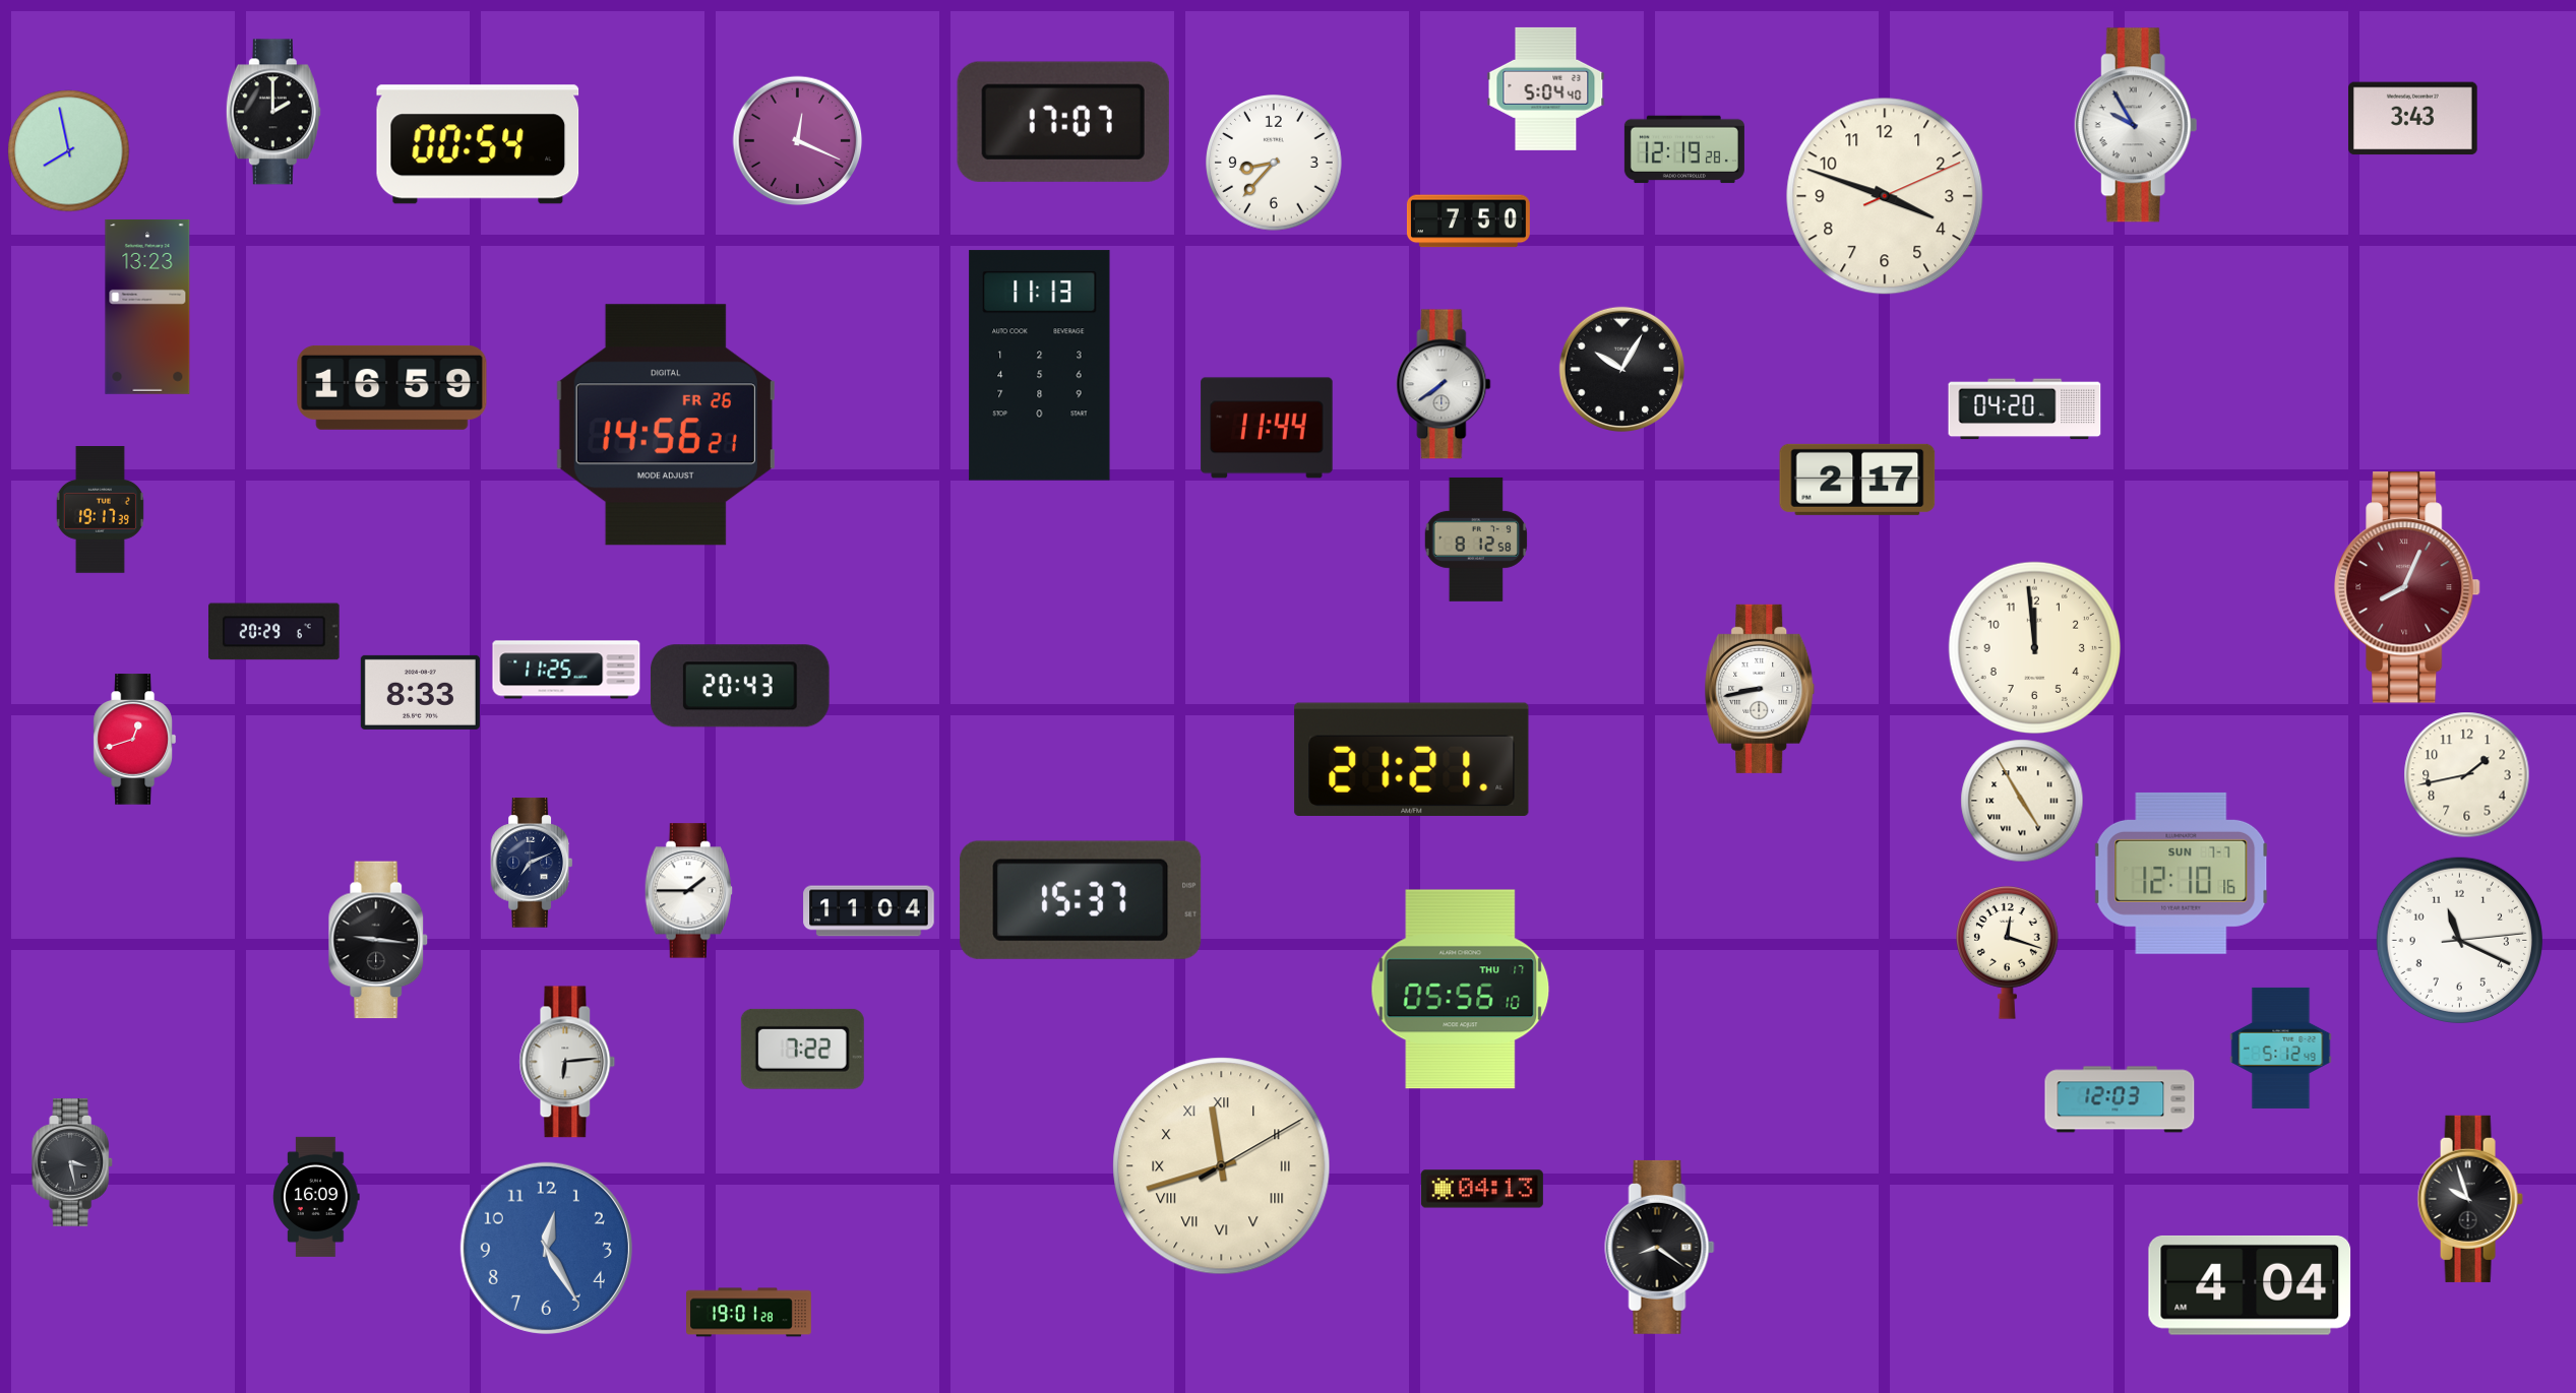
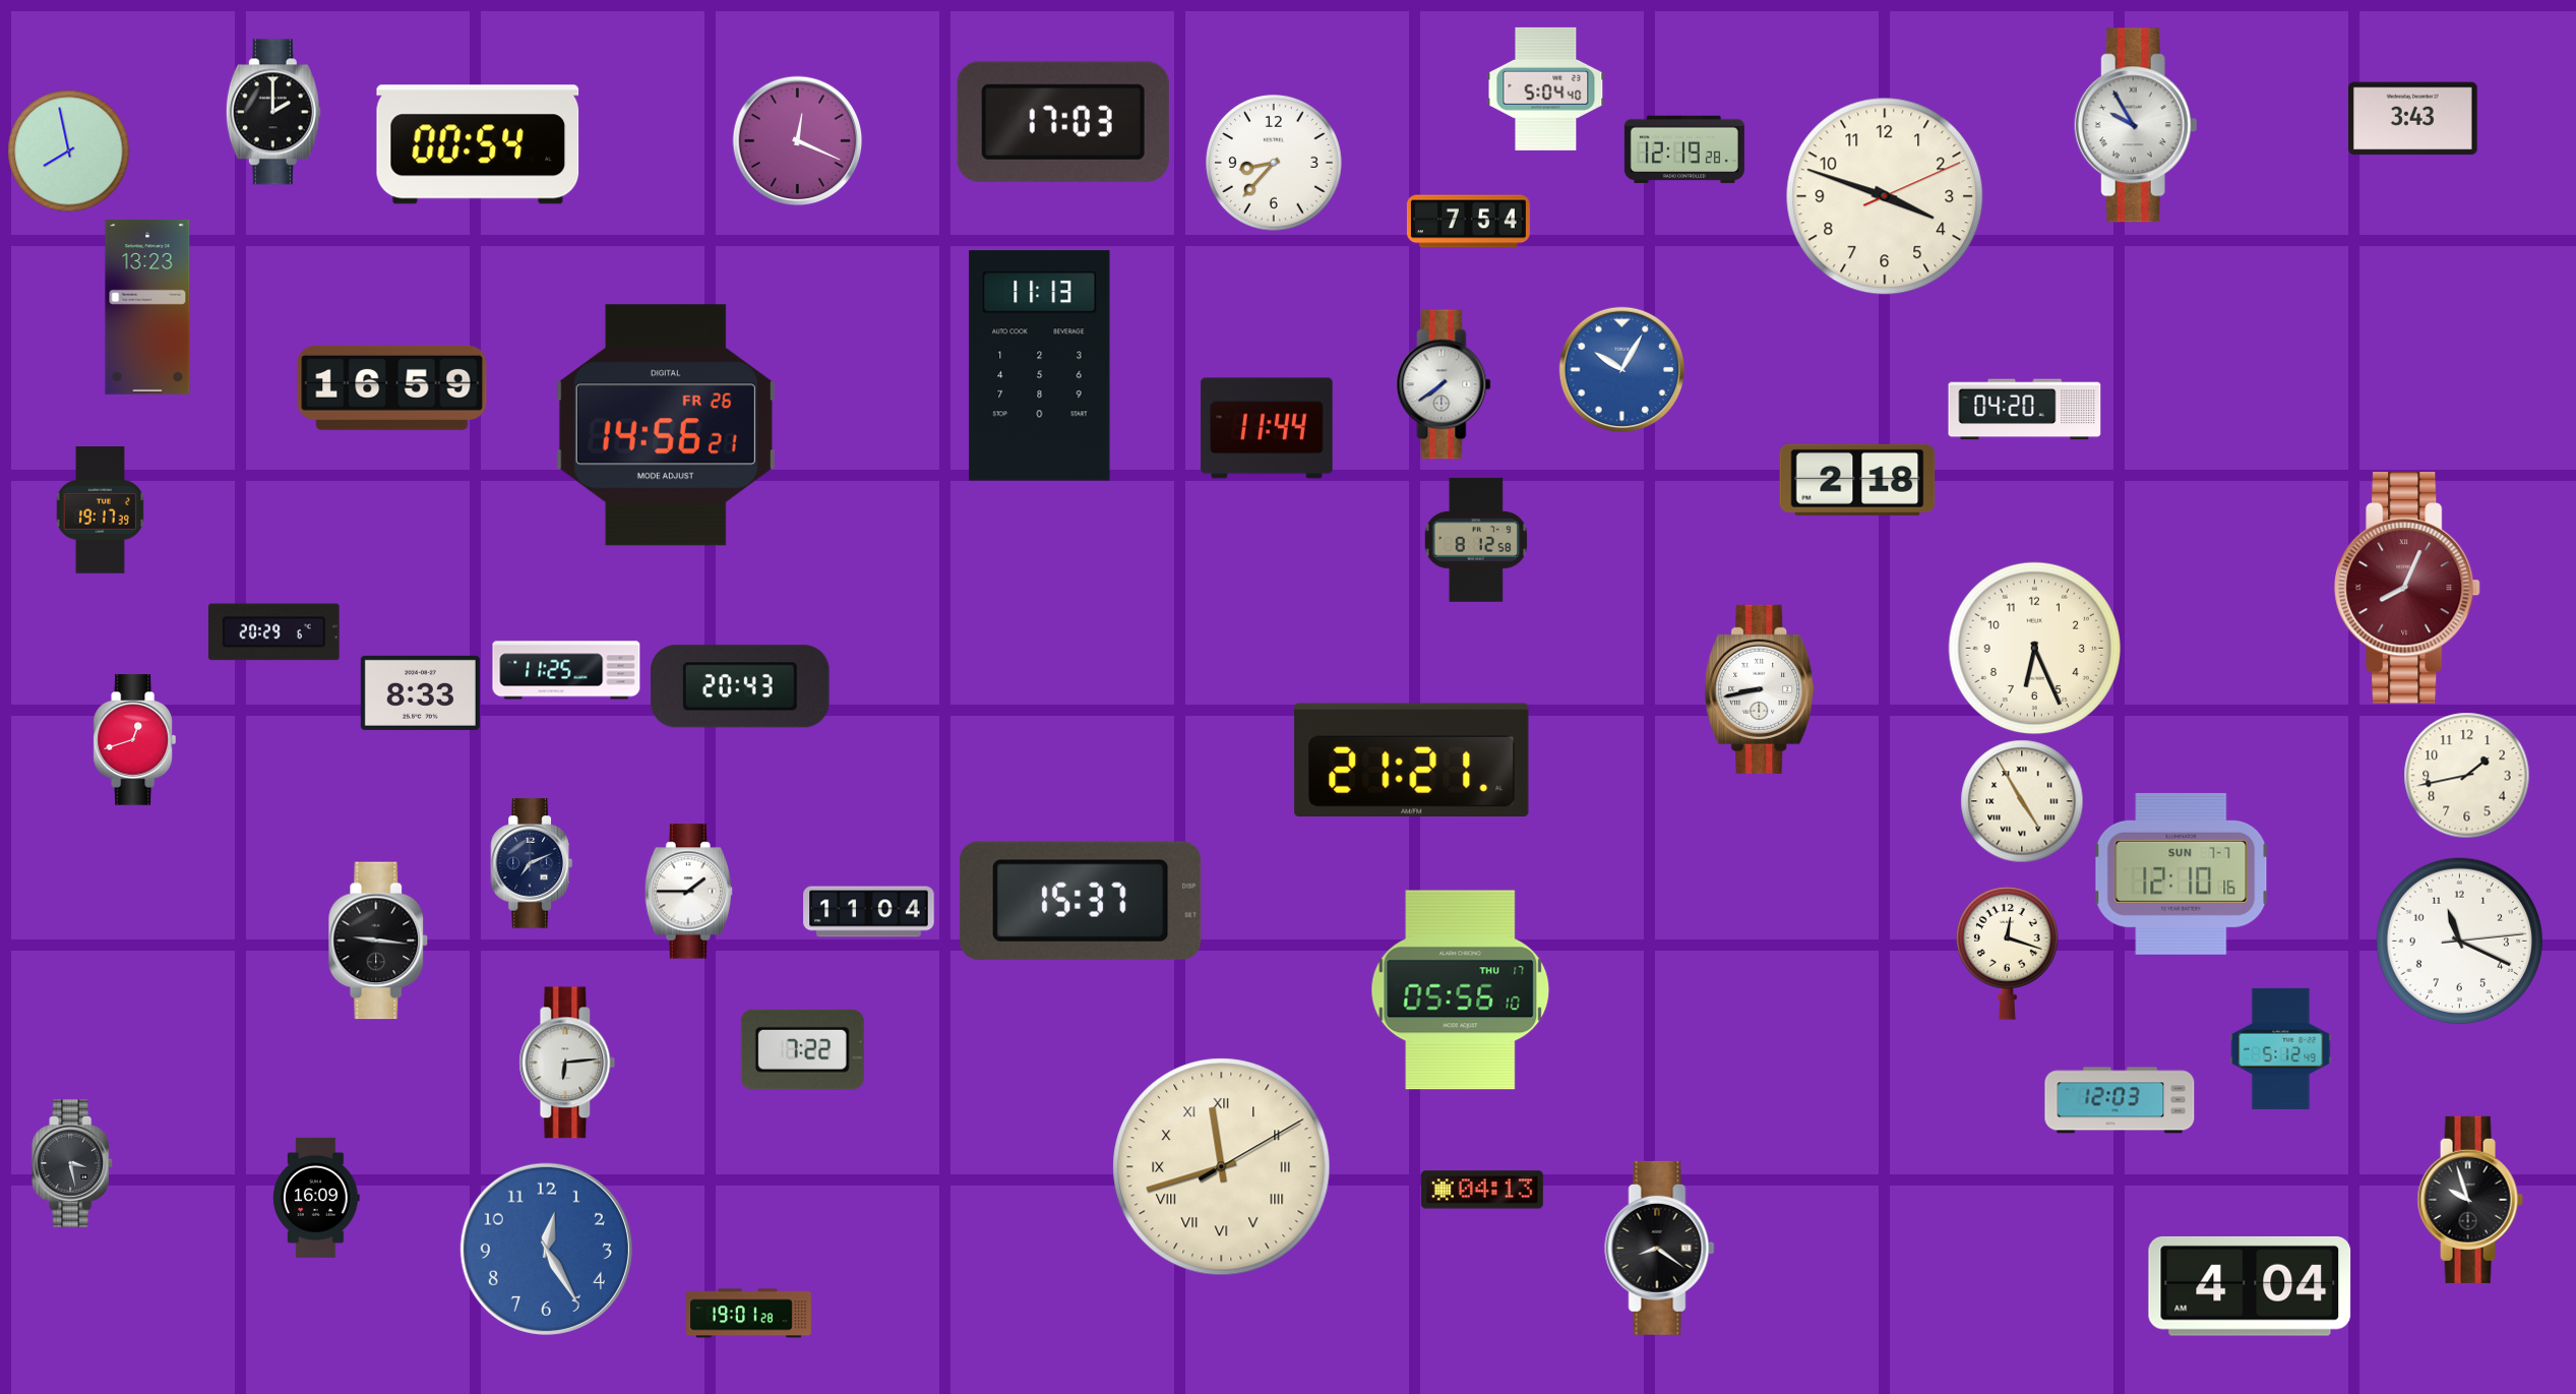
clock at (1063, 122): 17:07 -> 17:03
clock at (1468, 221): 7:50 -> 7:54
clock at (1621, 369) dial: black -> blue
clock at (1857, 480): 2:17 -> 2:18
clock at (2035, 648): 11:59 -> 6:26
